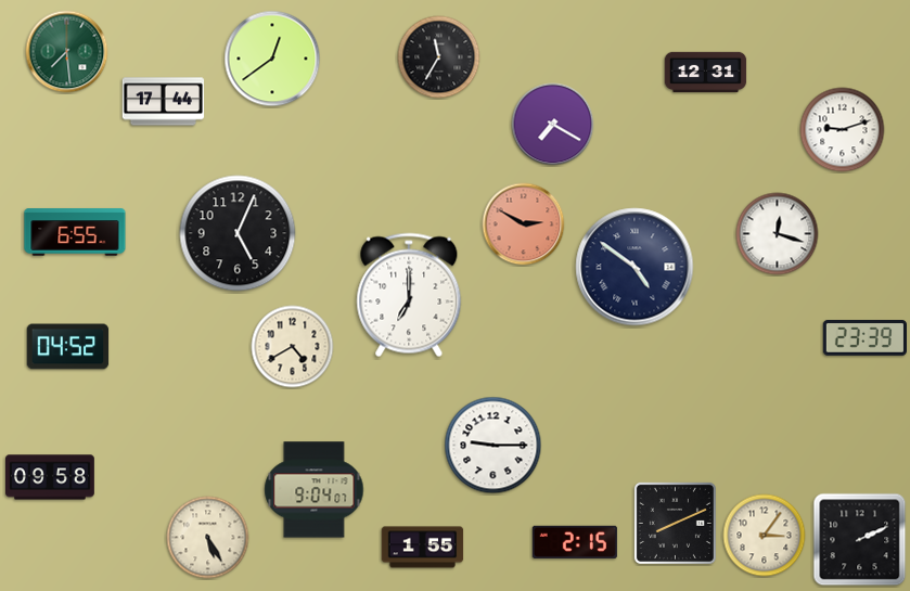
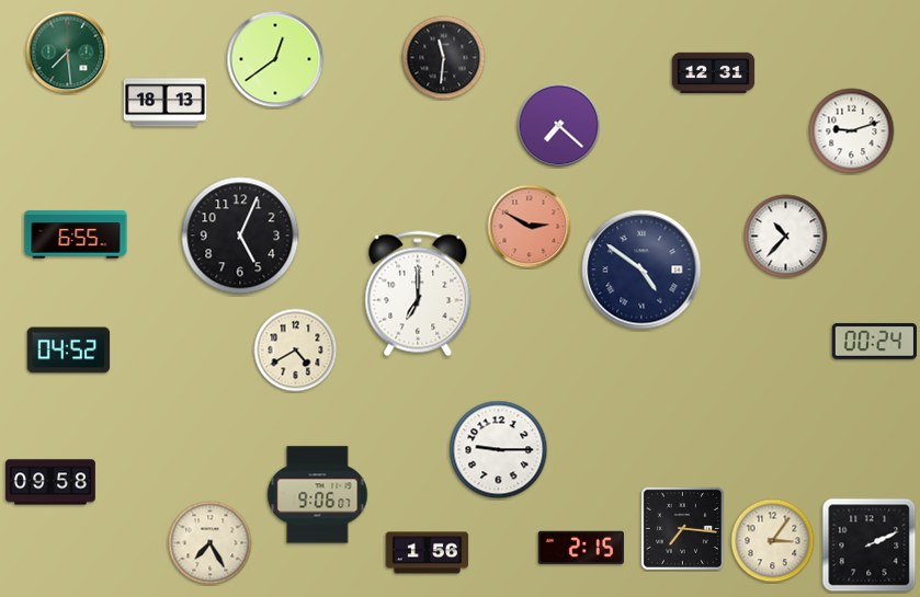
clock at (439, 57): 11:35 -> 11:31
clock at (164, 102): 17:44 -> 18:13
clock at (553, 125): 7:20 -> 7:22
clock at (778, 234): 12:18 -> 10:37
clock at (409, 295) position: (409, 295) -> (418, 294)
clock at (864, 338): 23:39 -> 00:24
clock at (315, 490): 9:04 -> 9:06
clock at (675, 523): 8:11 -> 7:16
clock at (208, 538): 5:25 -> 7:25
clock at (423, 548): 1:55 -> 1:56
